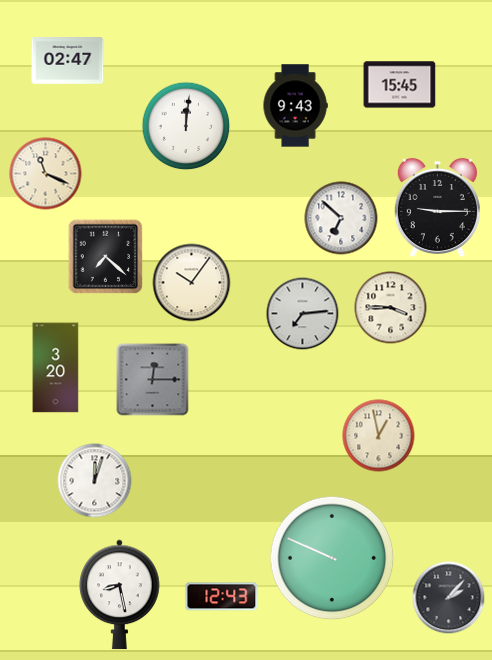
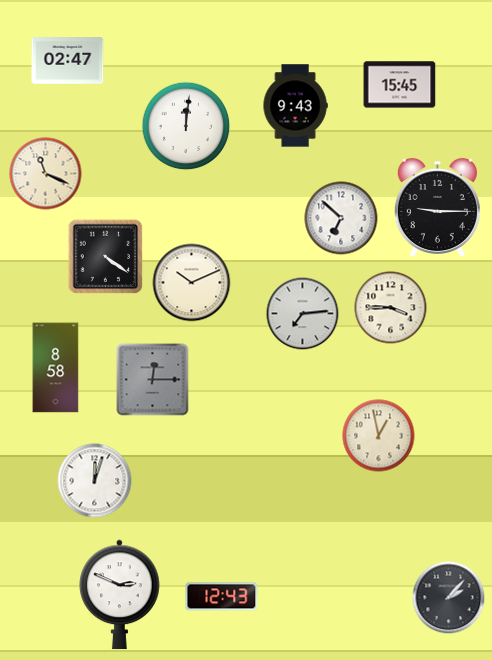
clock at (106, 257): 7:22 -> 4:21
clock at (192, 283): 10:06 -> 10:11
clock at (56, 368): 3:20 -> 8:58
clock at (332, 558): 9:49 -> none
clock at (120, 595): 8:28 -> 2:49
